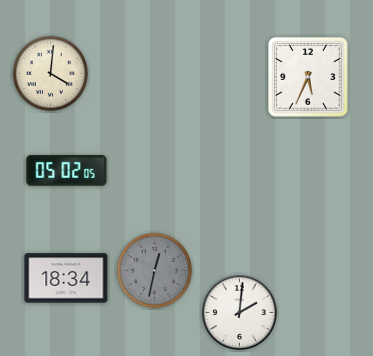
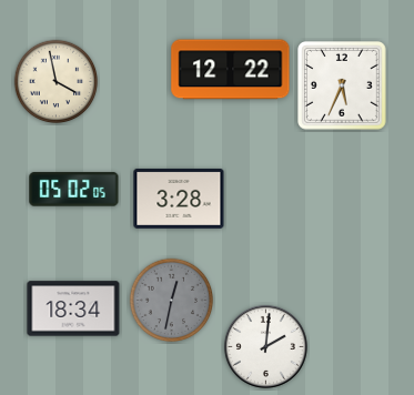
clock at (231, 70): none -> 12:22
clock at (51, 74): 4:01 -> 3:58
clock at (179, 199): none -> 3:28
